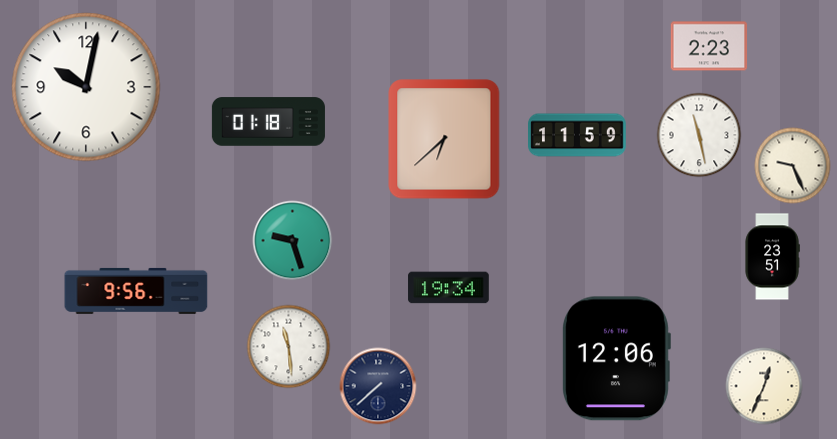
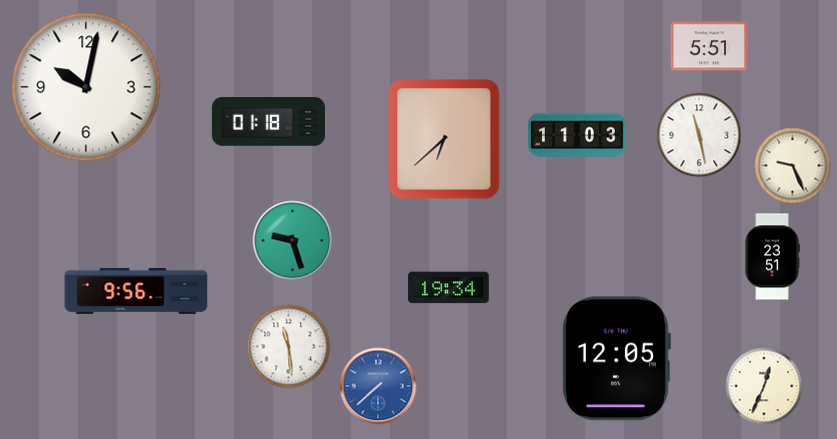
clock at (709, 46): 2:23 -> 5:51
clock at (578, 135): 11:59 -> 11:03
clock at (616, 359): 12:06 -> 12:05
clock at (378, 386) dial: navy -> blue
